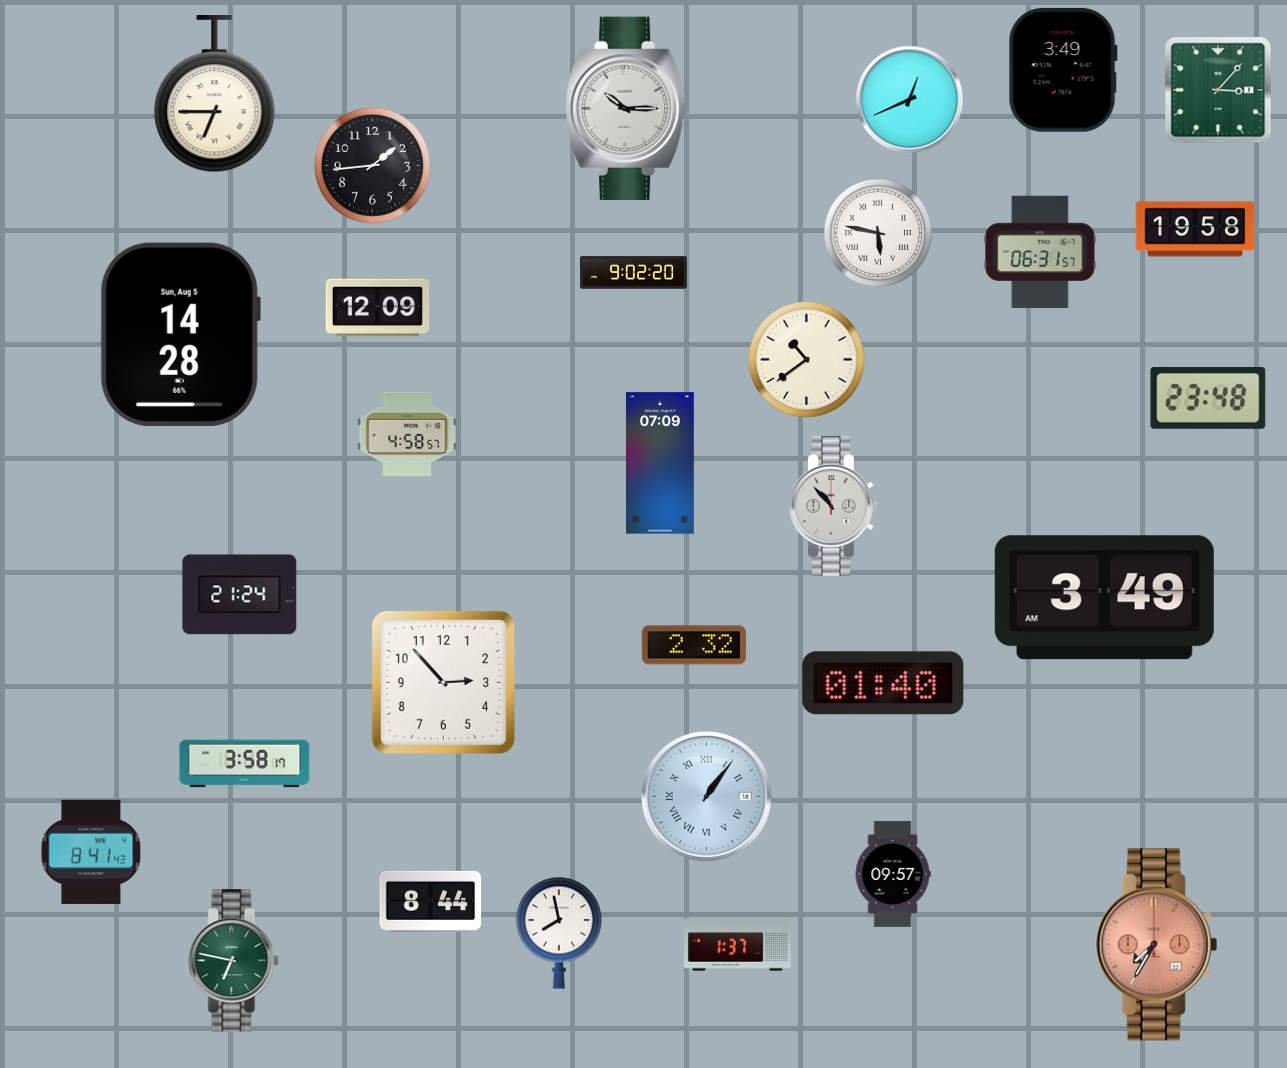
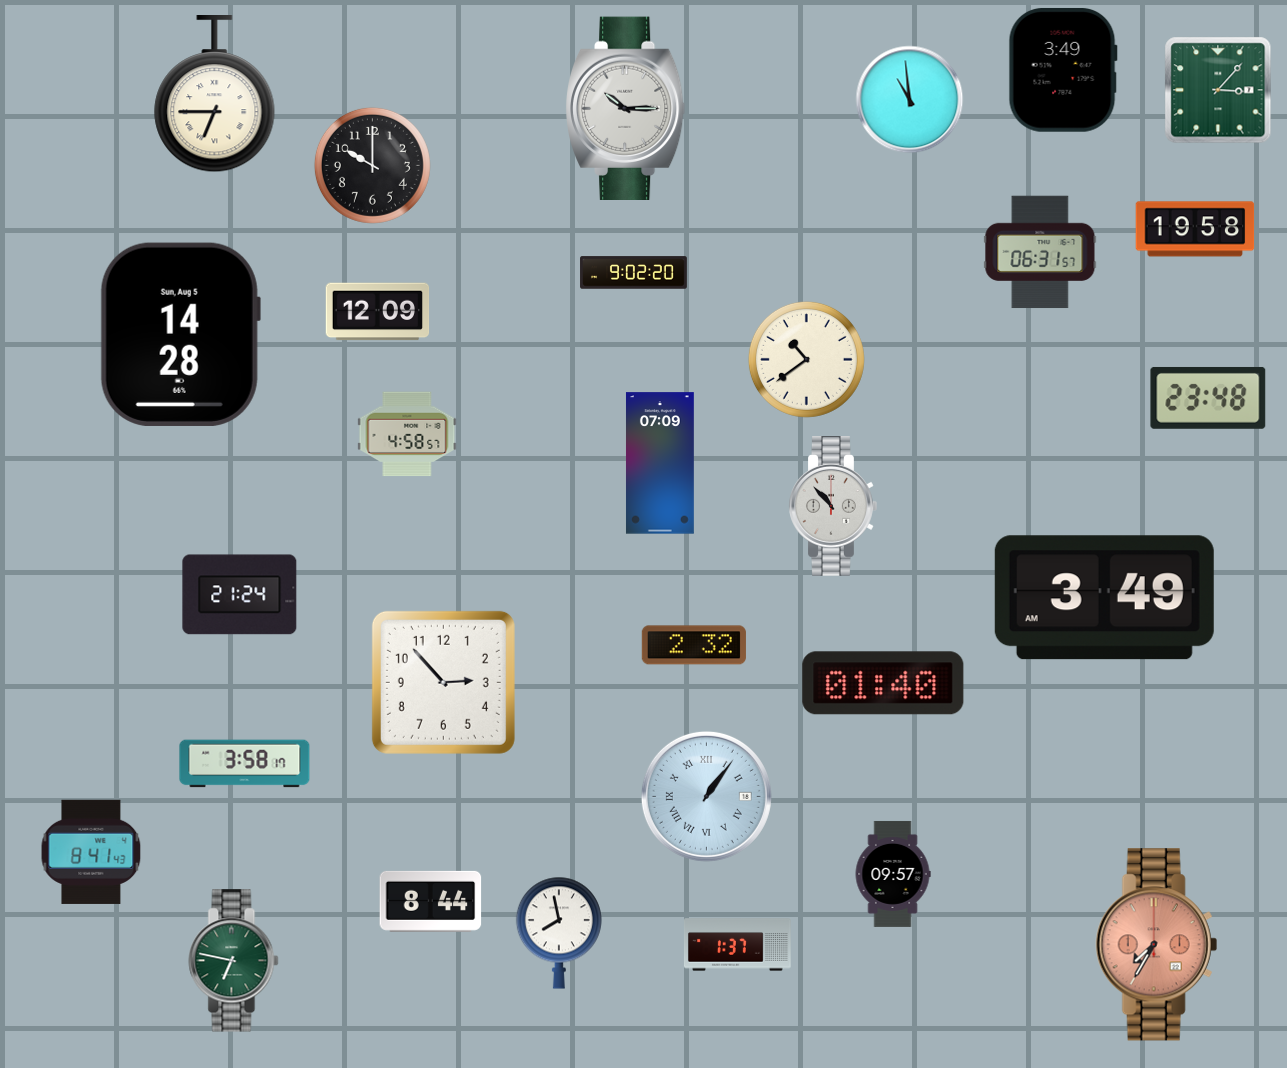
clock at (910, 100): 12:41 -> 10:59
clock at (372, 165): 1:44 -> 10:00
clock at (878, 233): 5:47 -> none
clock at (378, 308) position: (378, 308) -> (378, 312)
